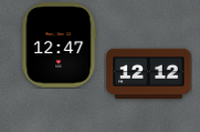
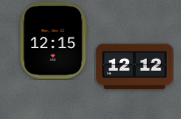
clock at (60, 45): 12:47 -> 12:15
